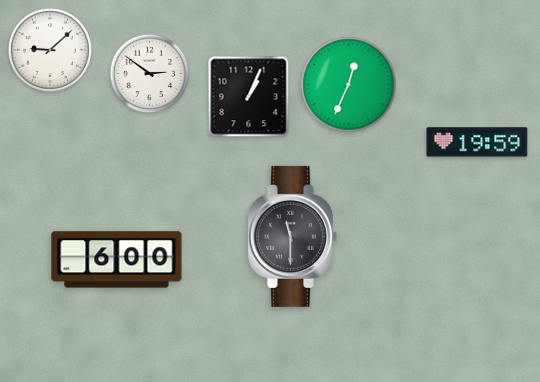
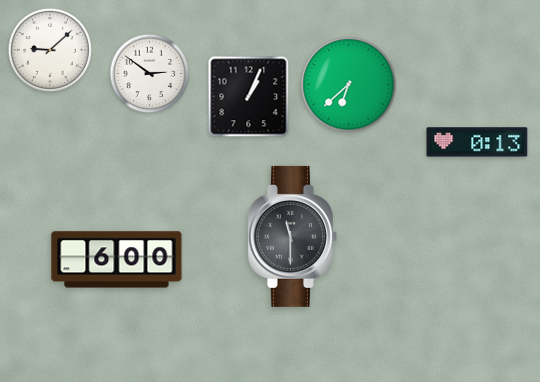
clock at (349, 85): 12:34 -> 6:38
clock at (477, 142): 19:59 -> 0:13
